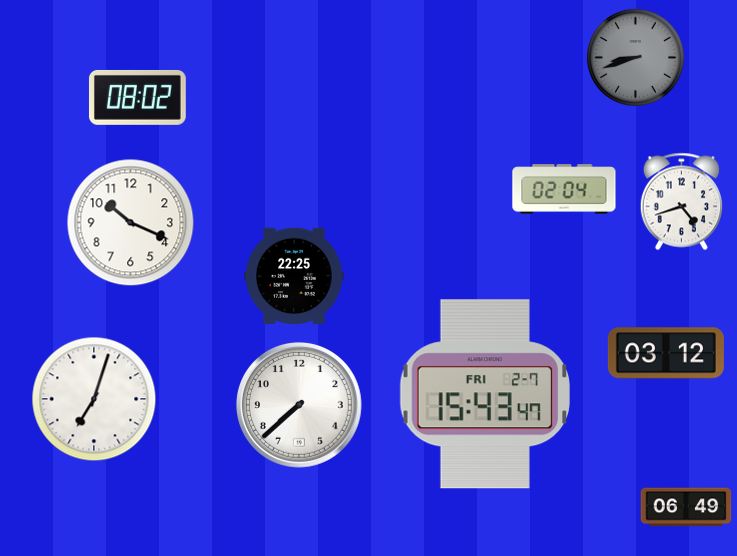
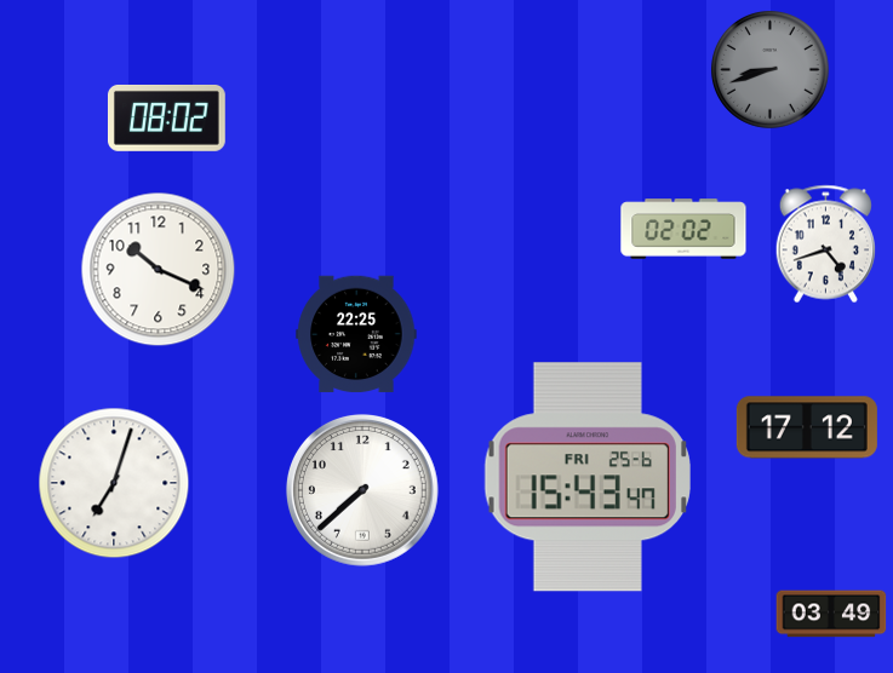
clock at (564, 189): 02:04 -> 02:02
clock at (666, 353): 03:12 -> 17:12
clock at (485, 394) date: FRI 2-7 -> FRI 25-6
clock at (686, 507): 06:49 -> 03:49
